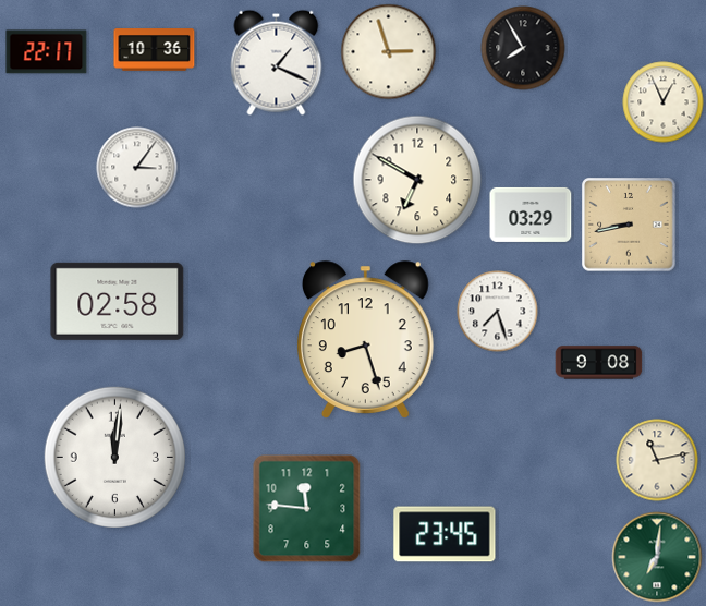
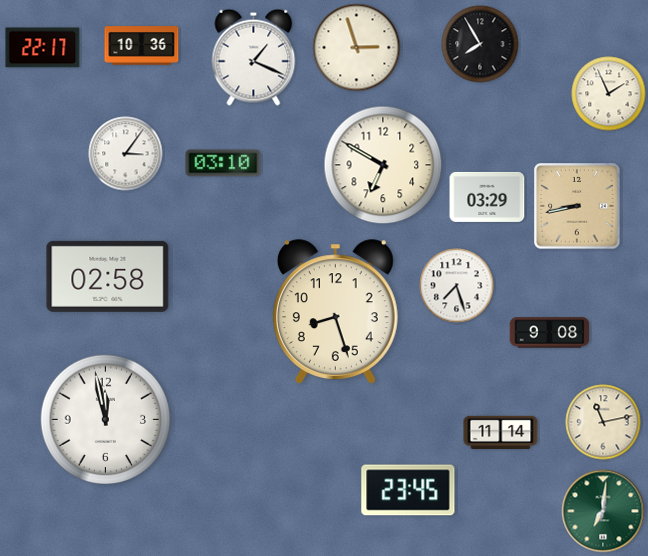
clock at (664, 102): 12:56 -> 1:56
clock at (223, 163): none -> 03:10
clock at (114, 457): 12:01 -> 11:58
clock at (501, 432): none -> 11:14
clock at (307, 509): 11:46 -> none
